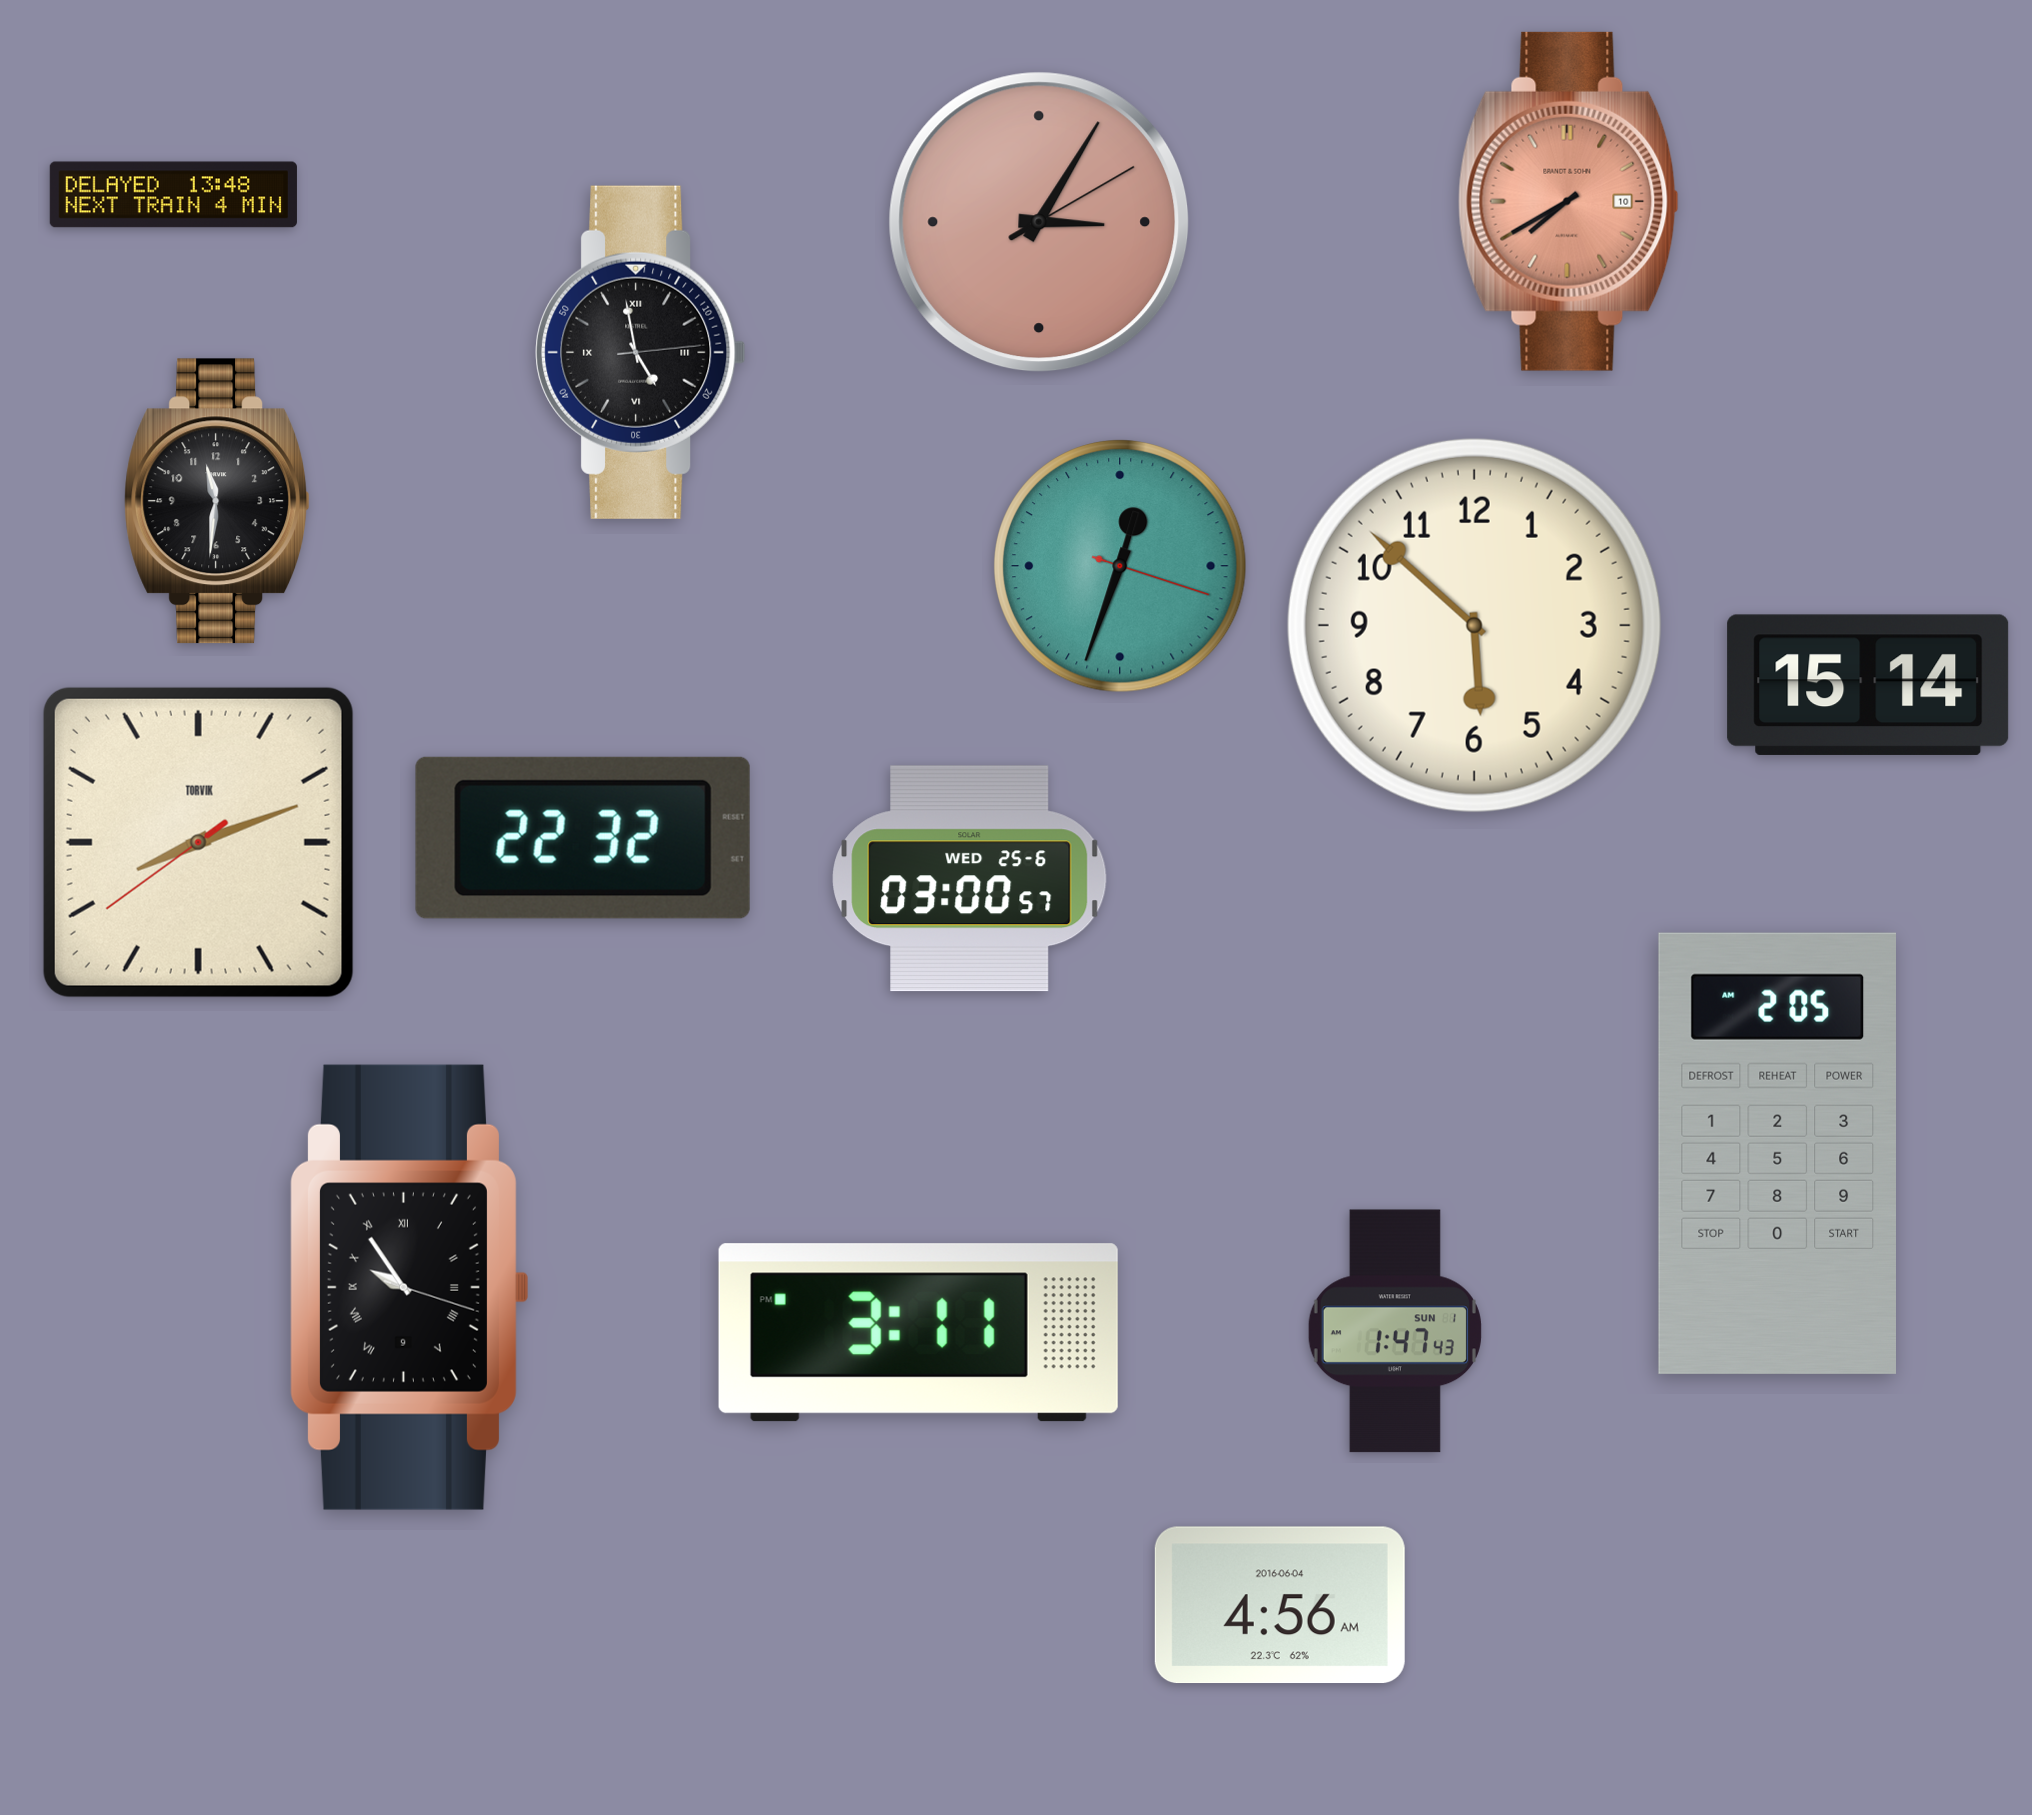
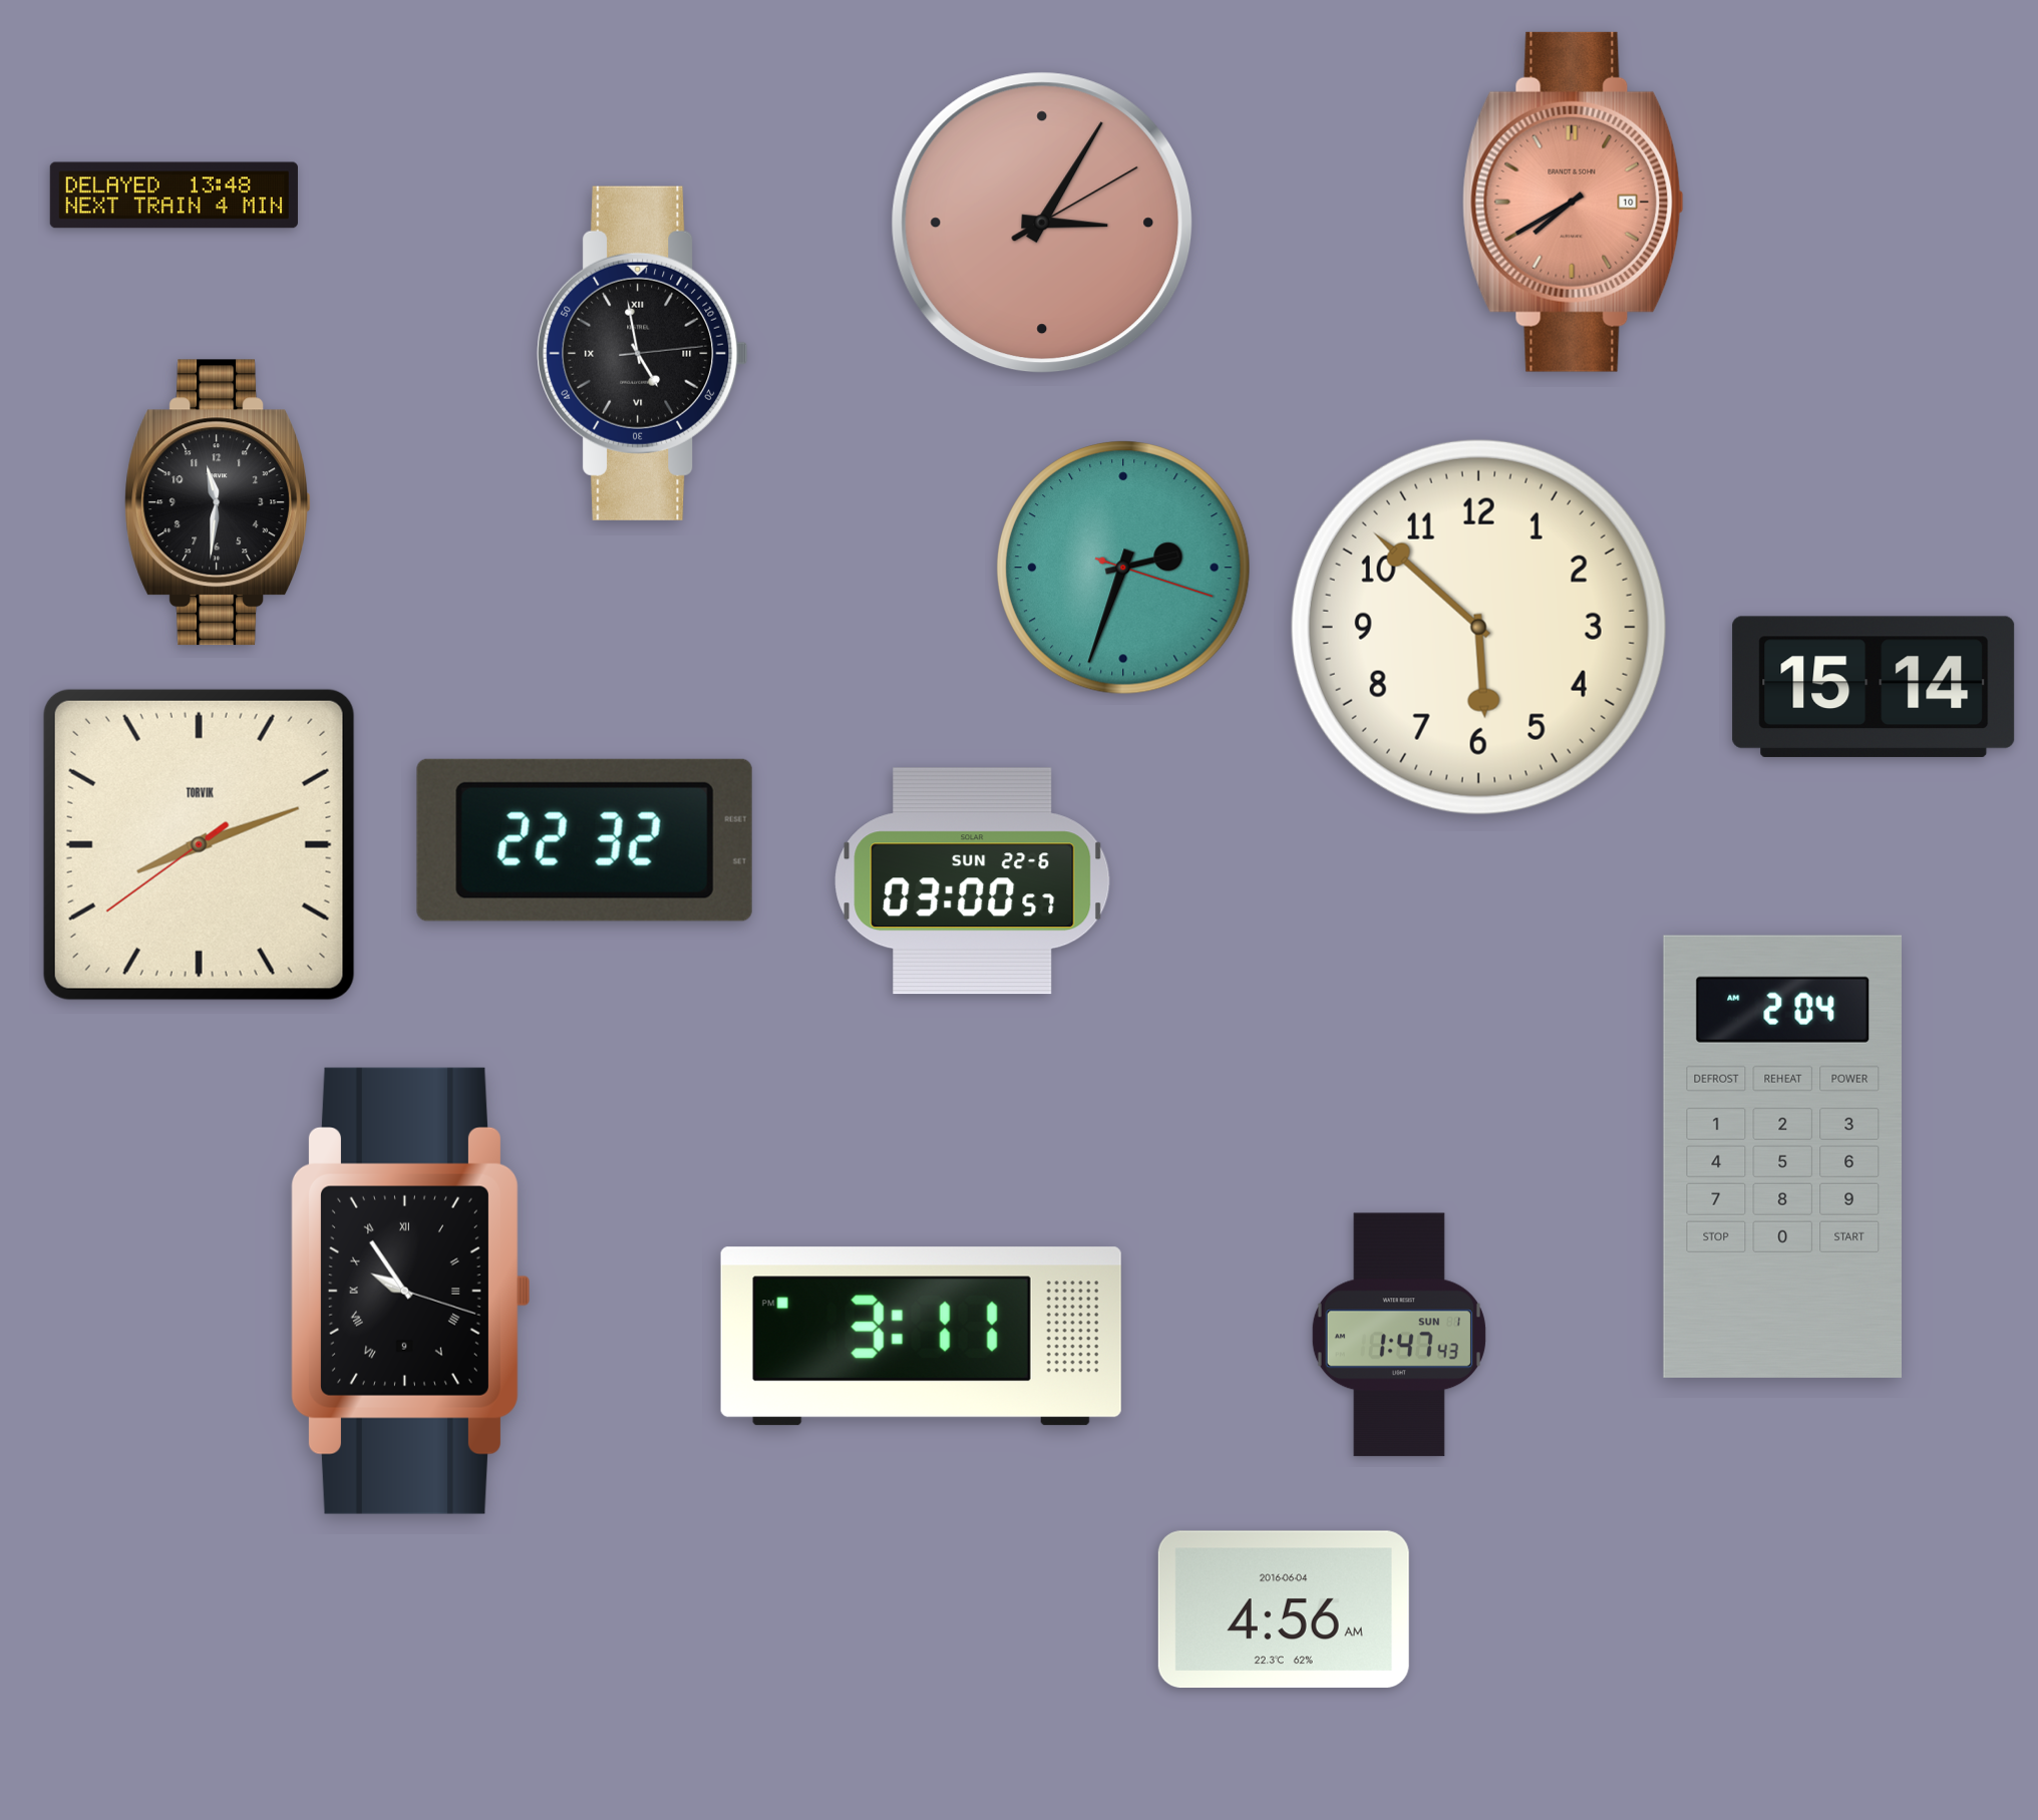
clock at (1120, 566): 12:33 -> 2:33
clock at (970, 879) date: WED 25-6 -> SUN 22-6
clock at (1777, 1153): 2:05 -> 2:04
